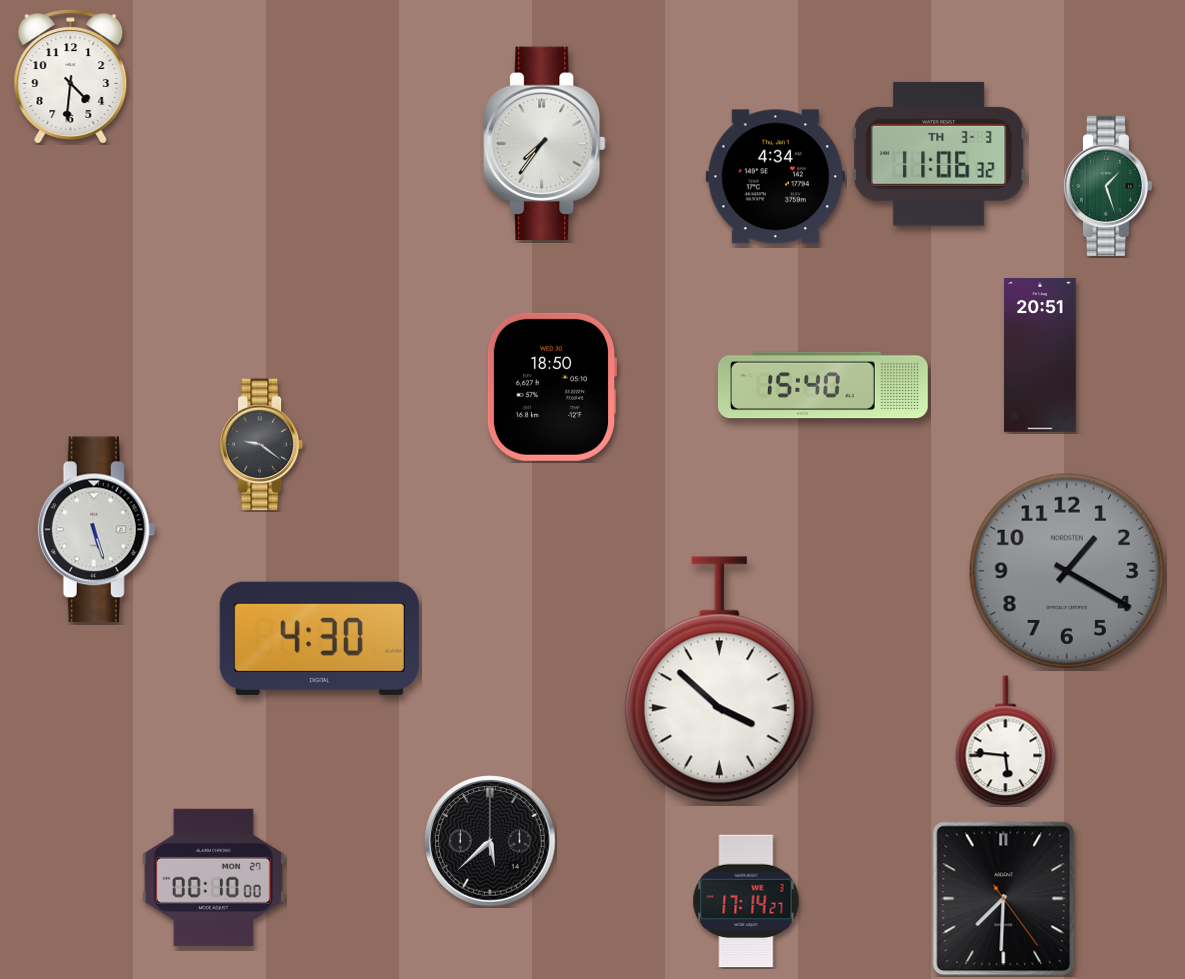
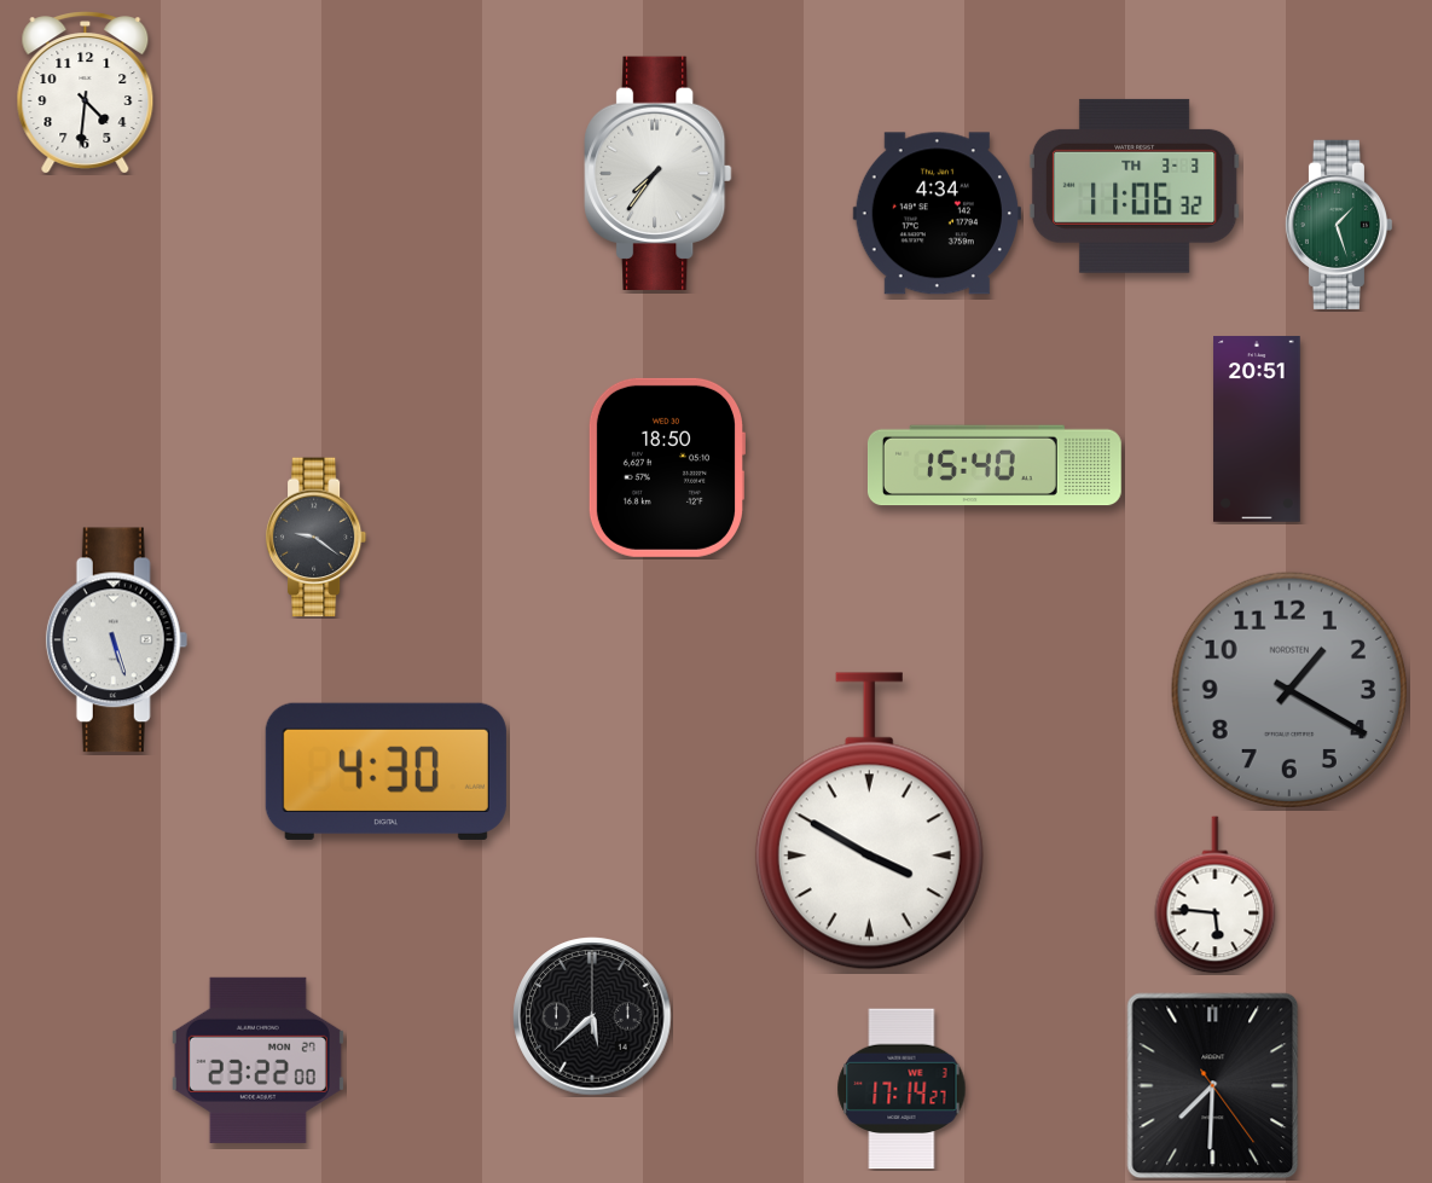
clock at (719, 680): 3:52 -> 3:50
clock at (213, 877): 00:10 -> 23:22
